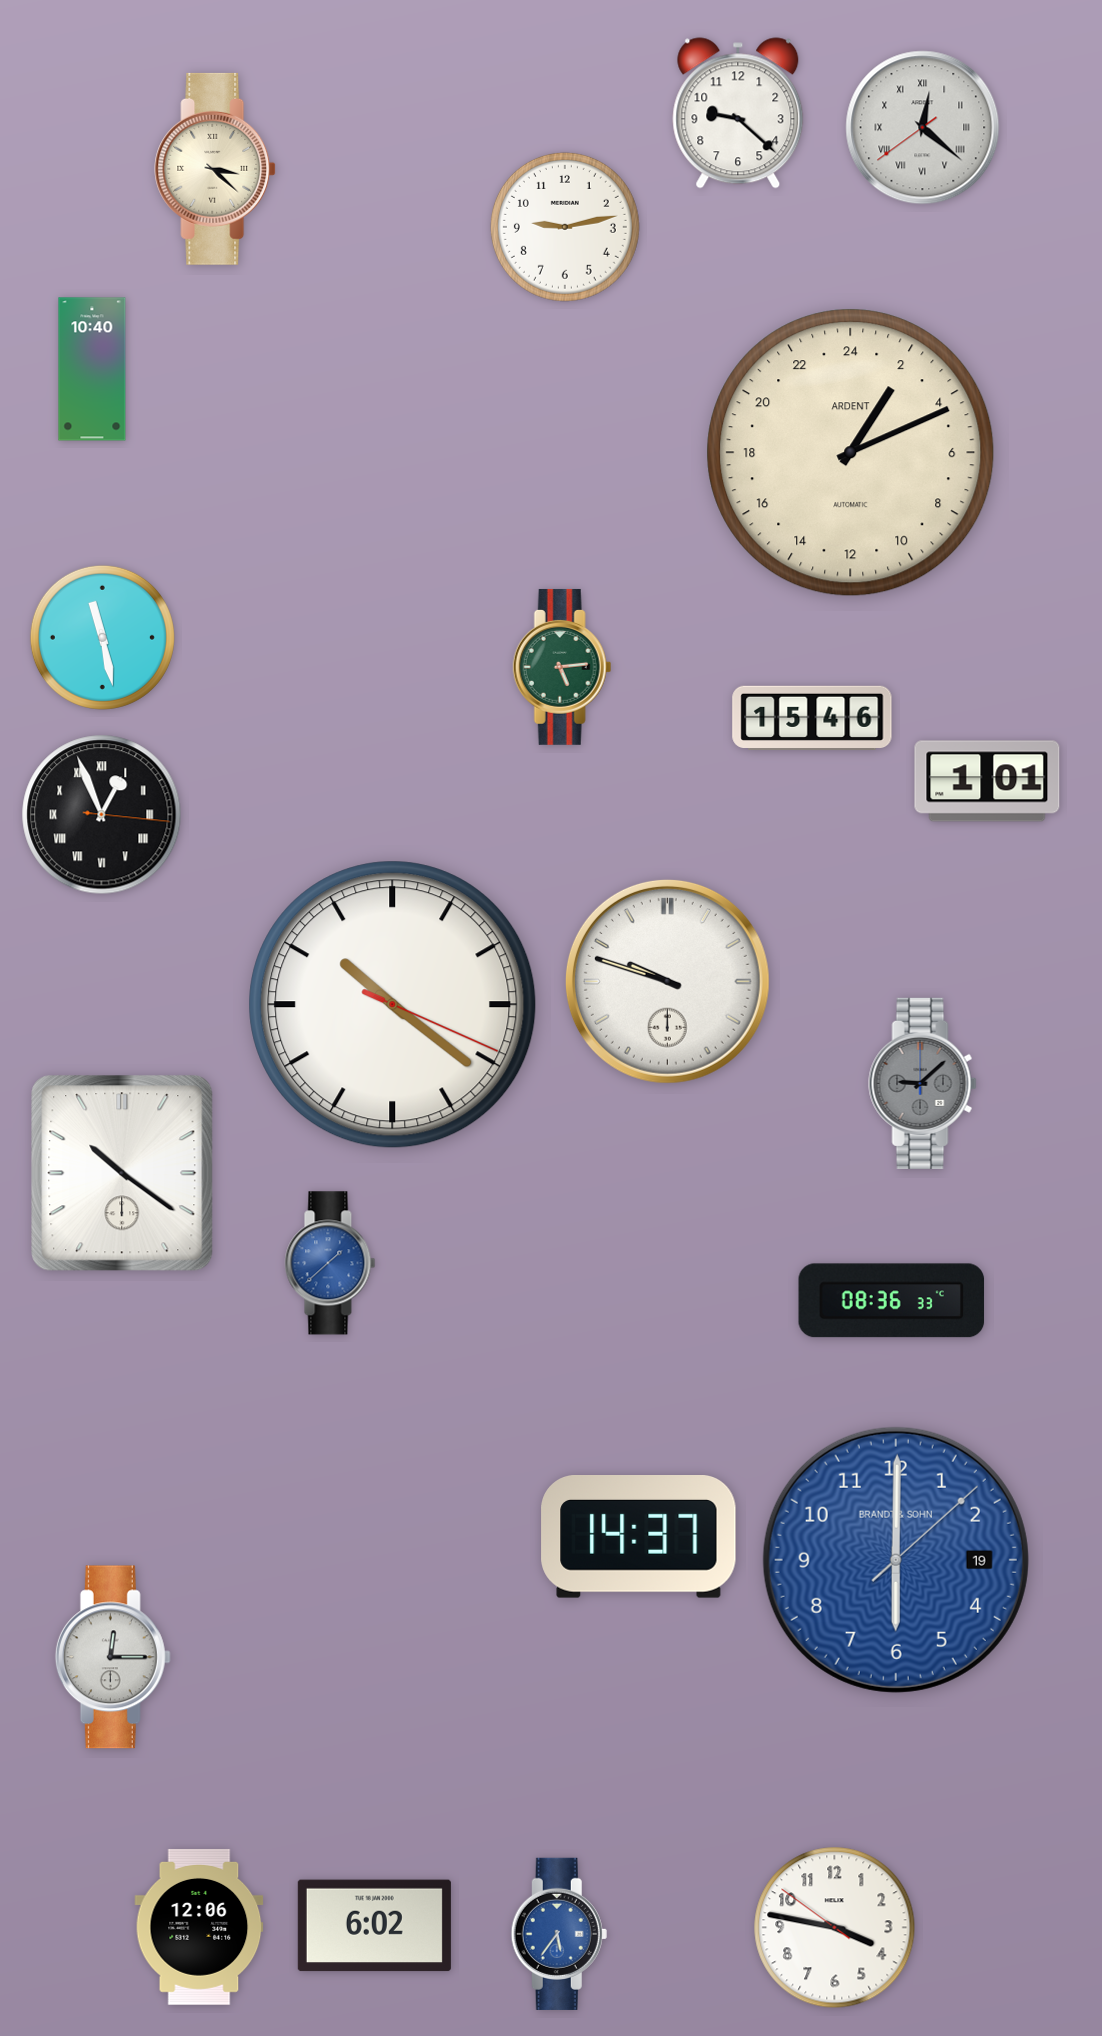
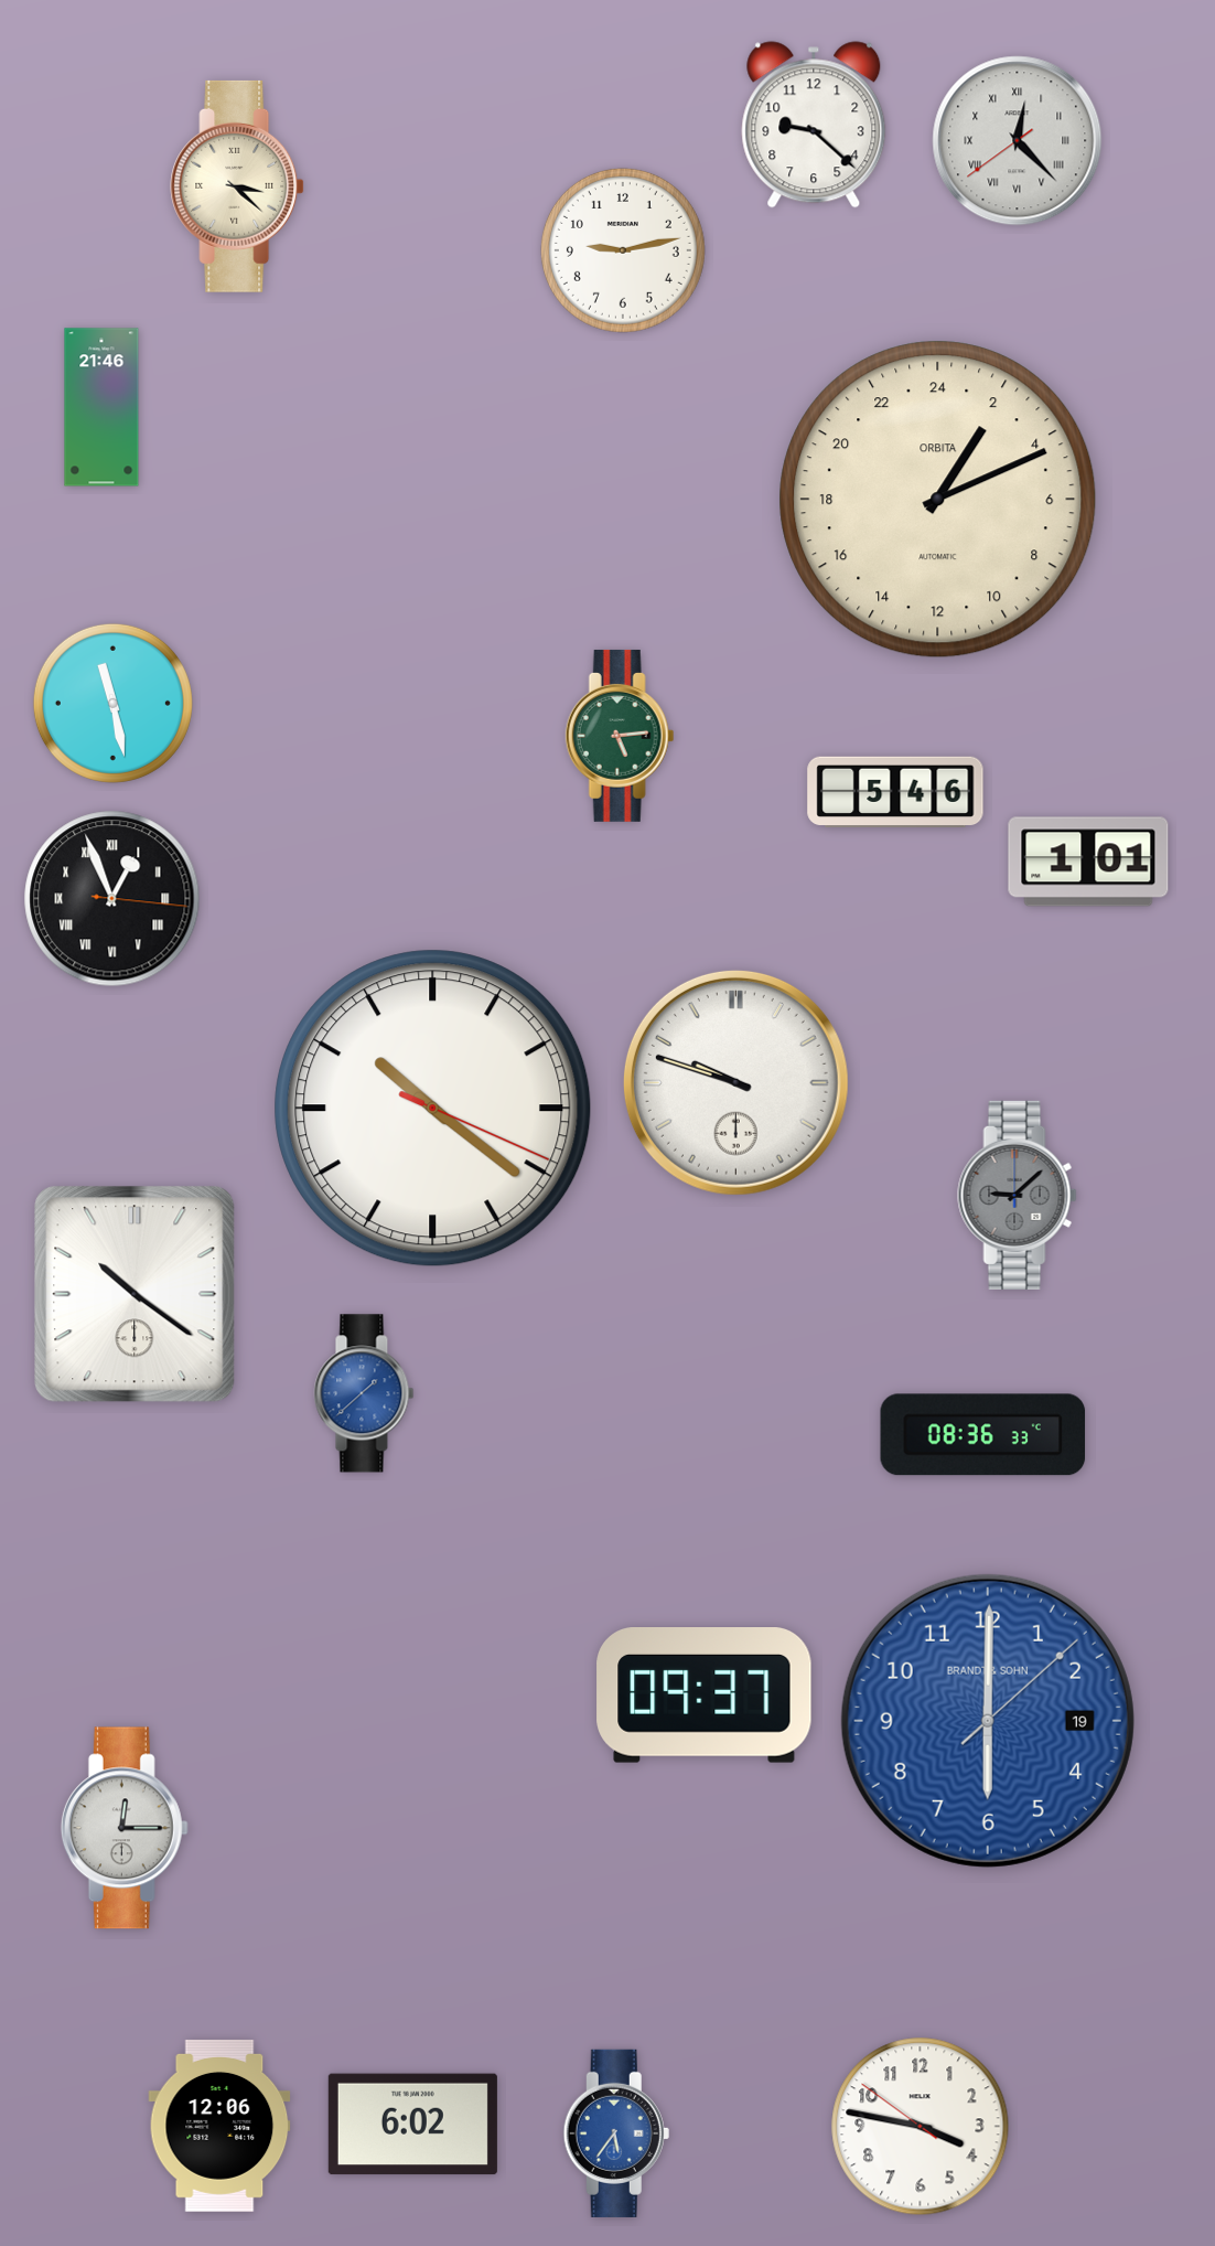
clock at (923, 128): 12:21 -> 12:22
clock at (92, 369): 10:40 -> 21:46
clock at (851, 453) brand: ARDENT -> ORBITA
clock at (812, 717): 15:46 -> 5:46
clock at (639, 1537): 14:37 -> 09:37
